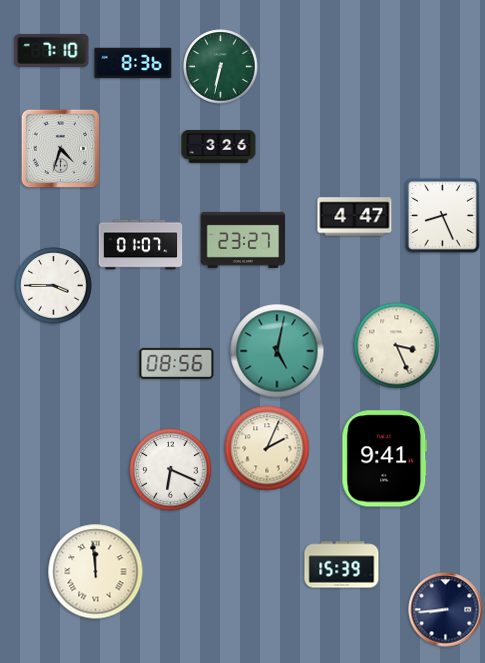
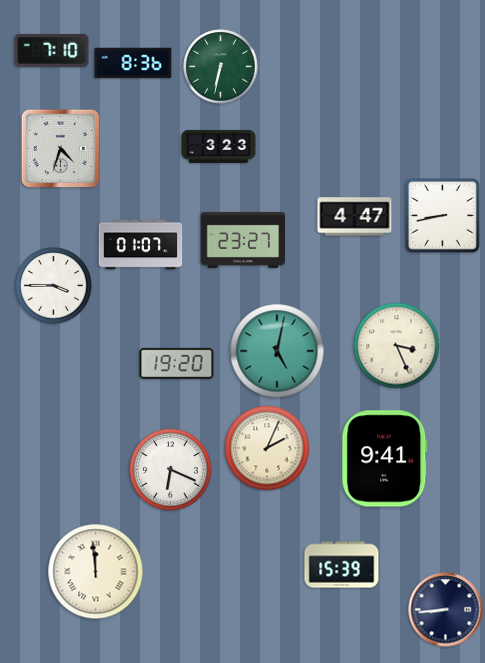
clock at (219, 146): 3:26 -> 3:23
clock at (443, 216): 8:26 -> 8:43
clock at (177, 363): 08:56 -> 19:20
